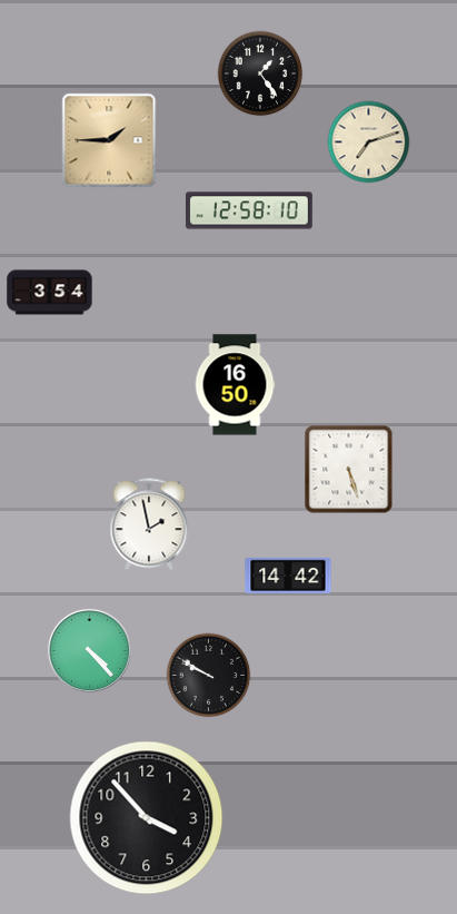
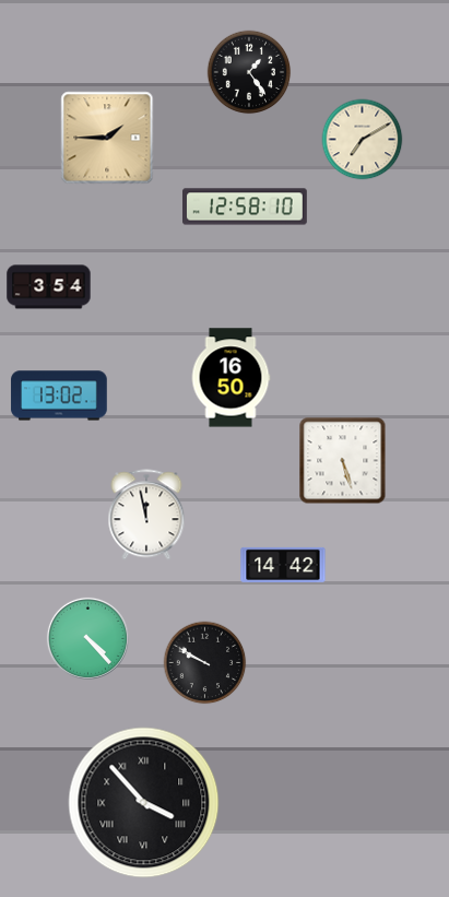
clock at (260, 73) position: (260, 73) -> (249, 72)
clock at (369, 142): 7:12 -> 7:10
clock at (59, 396): none -> 13:02
clock at (149, 524): 1:58 -> 11:58
clock at (147, 818) numerals: Arabic -> Roman
